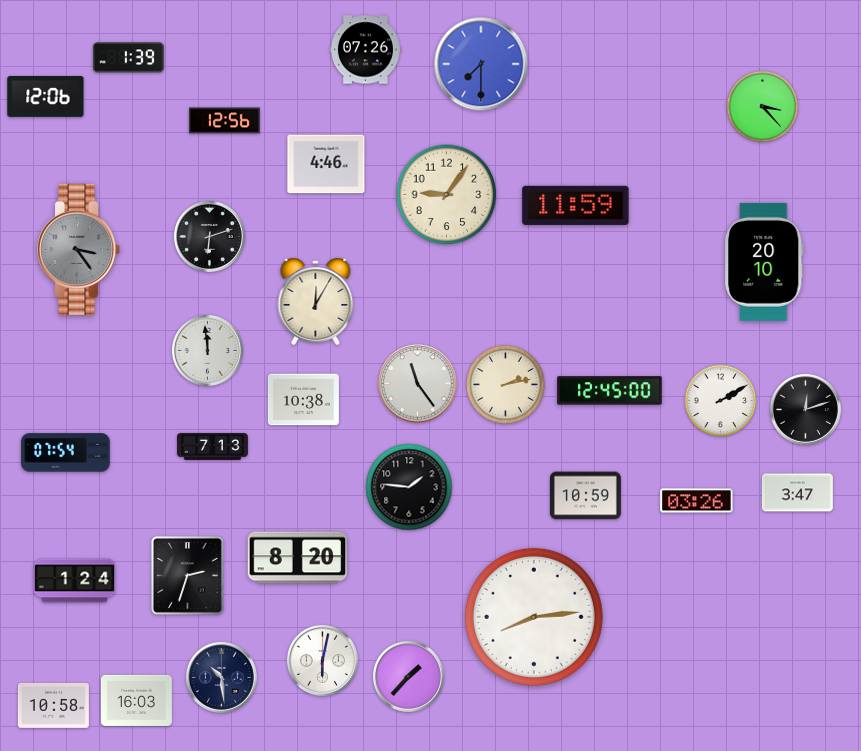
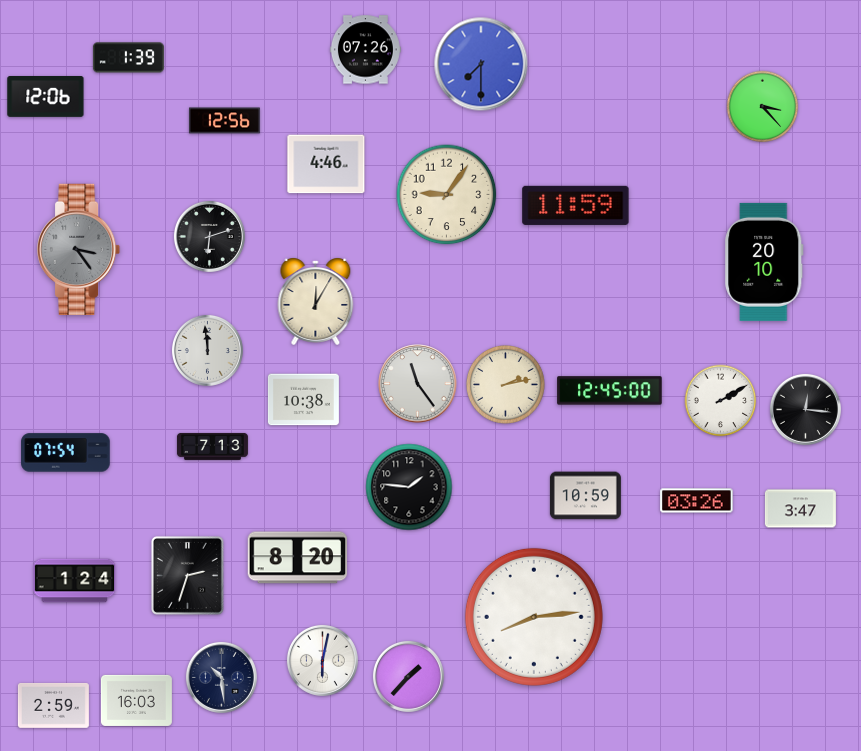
clock at (805, 409): 12:12 -> 12:16
clock at (797, 493) position: (797, 493) -> (800, 509)
clock at (53, 705): 10:58 -> 2:59
